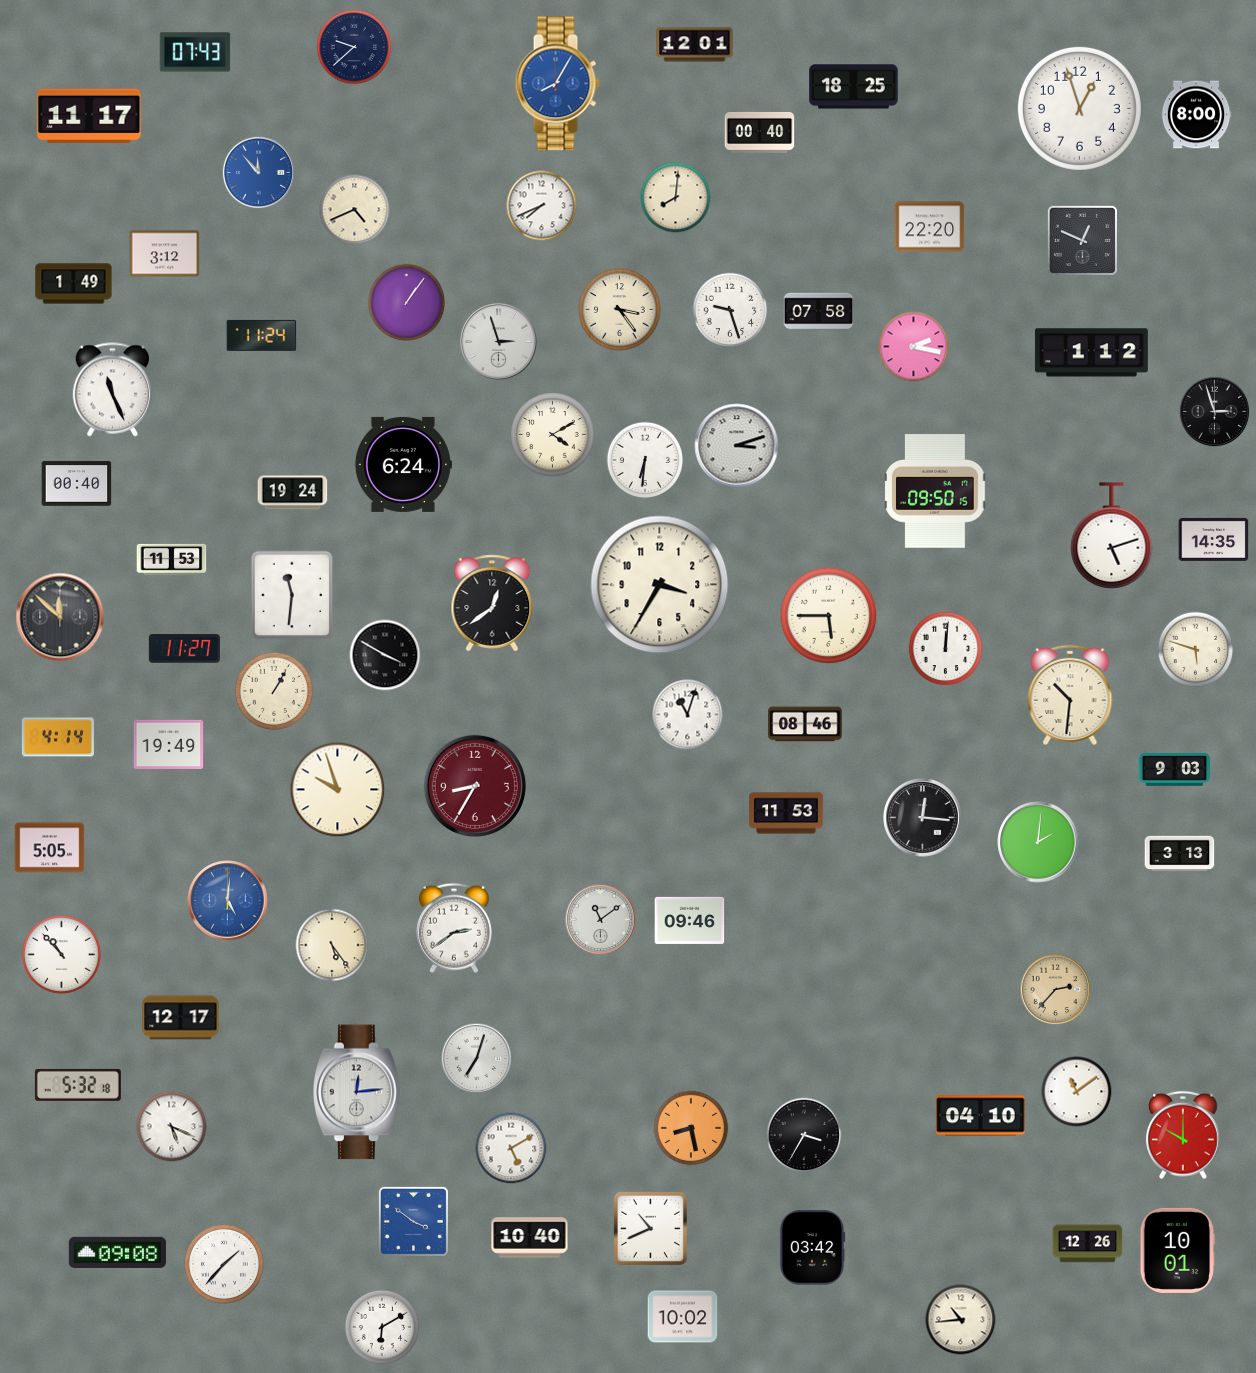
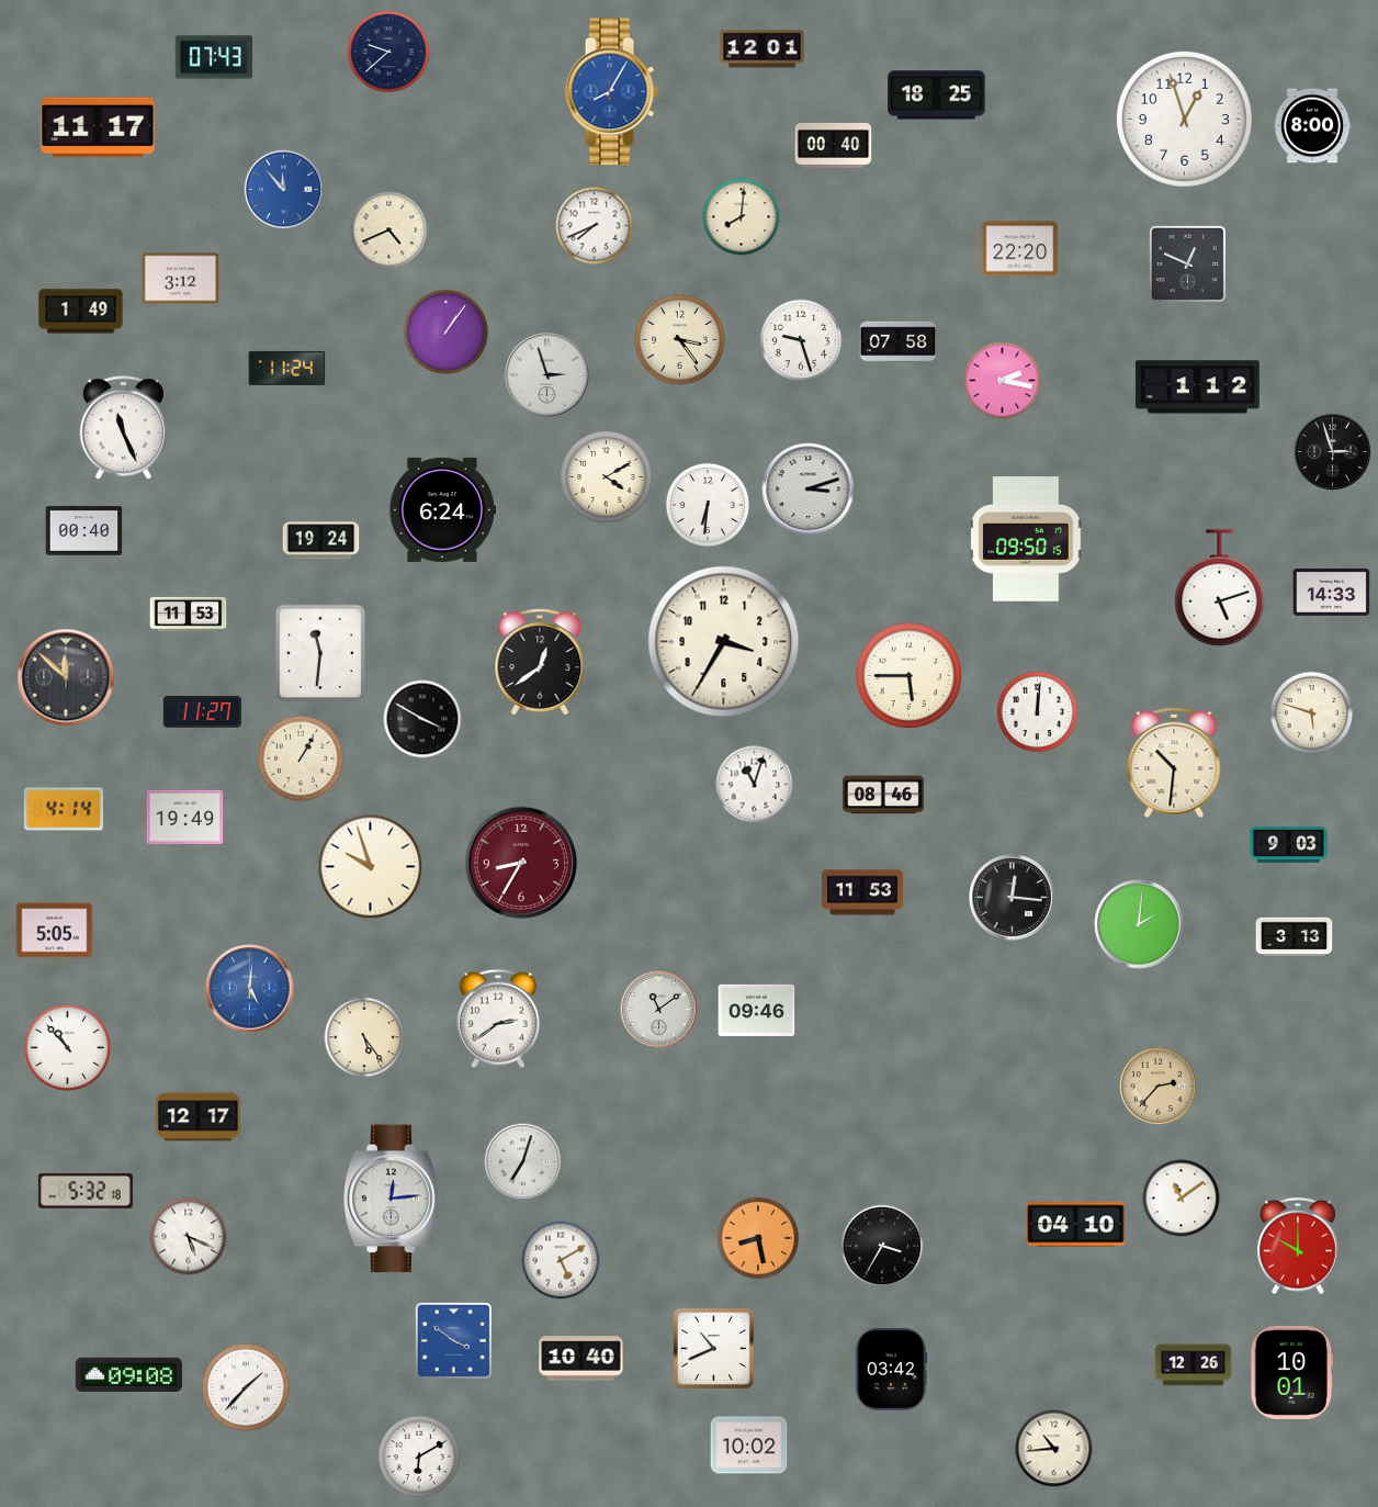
clock at (1214, 539): 14:35 -> 14:33
